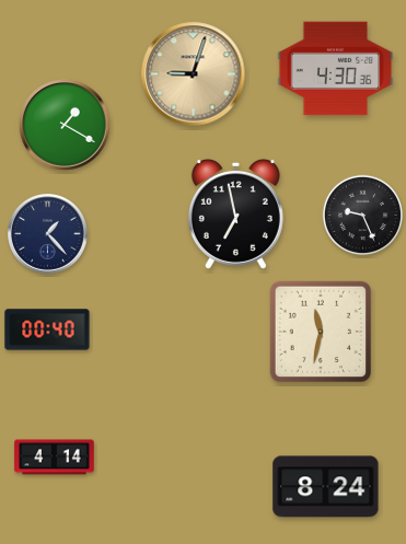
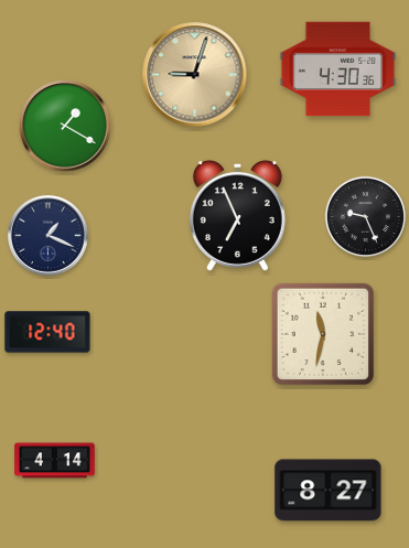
clock at (235, 213): 6:58 -> 6:56
clock at (48, 234): 1:23 -> 1:19
clock at (47, 329): 00:40 -> 12:40
clock at (326, 487): 8:24 -> 8:27
